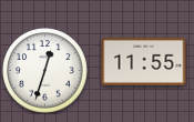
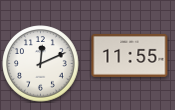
clock at (45, 71): 12:33 -> 12:11
